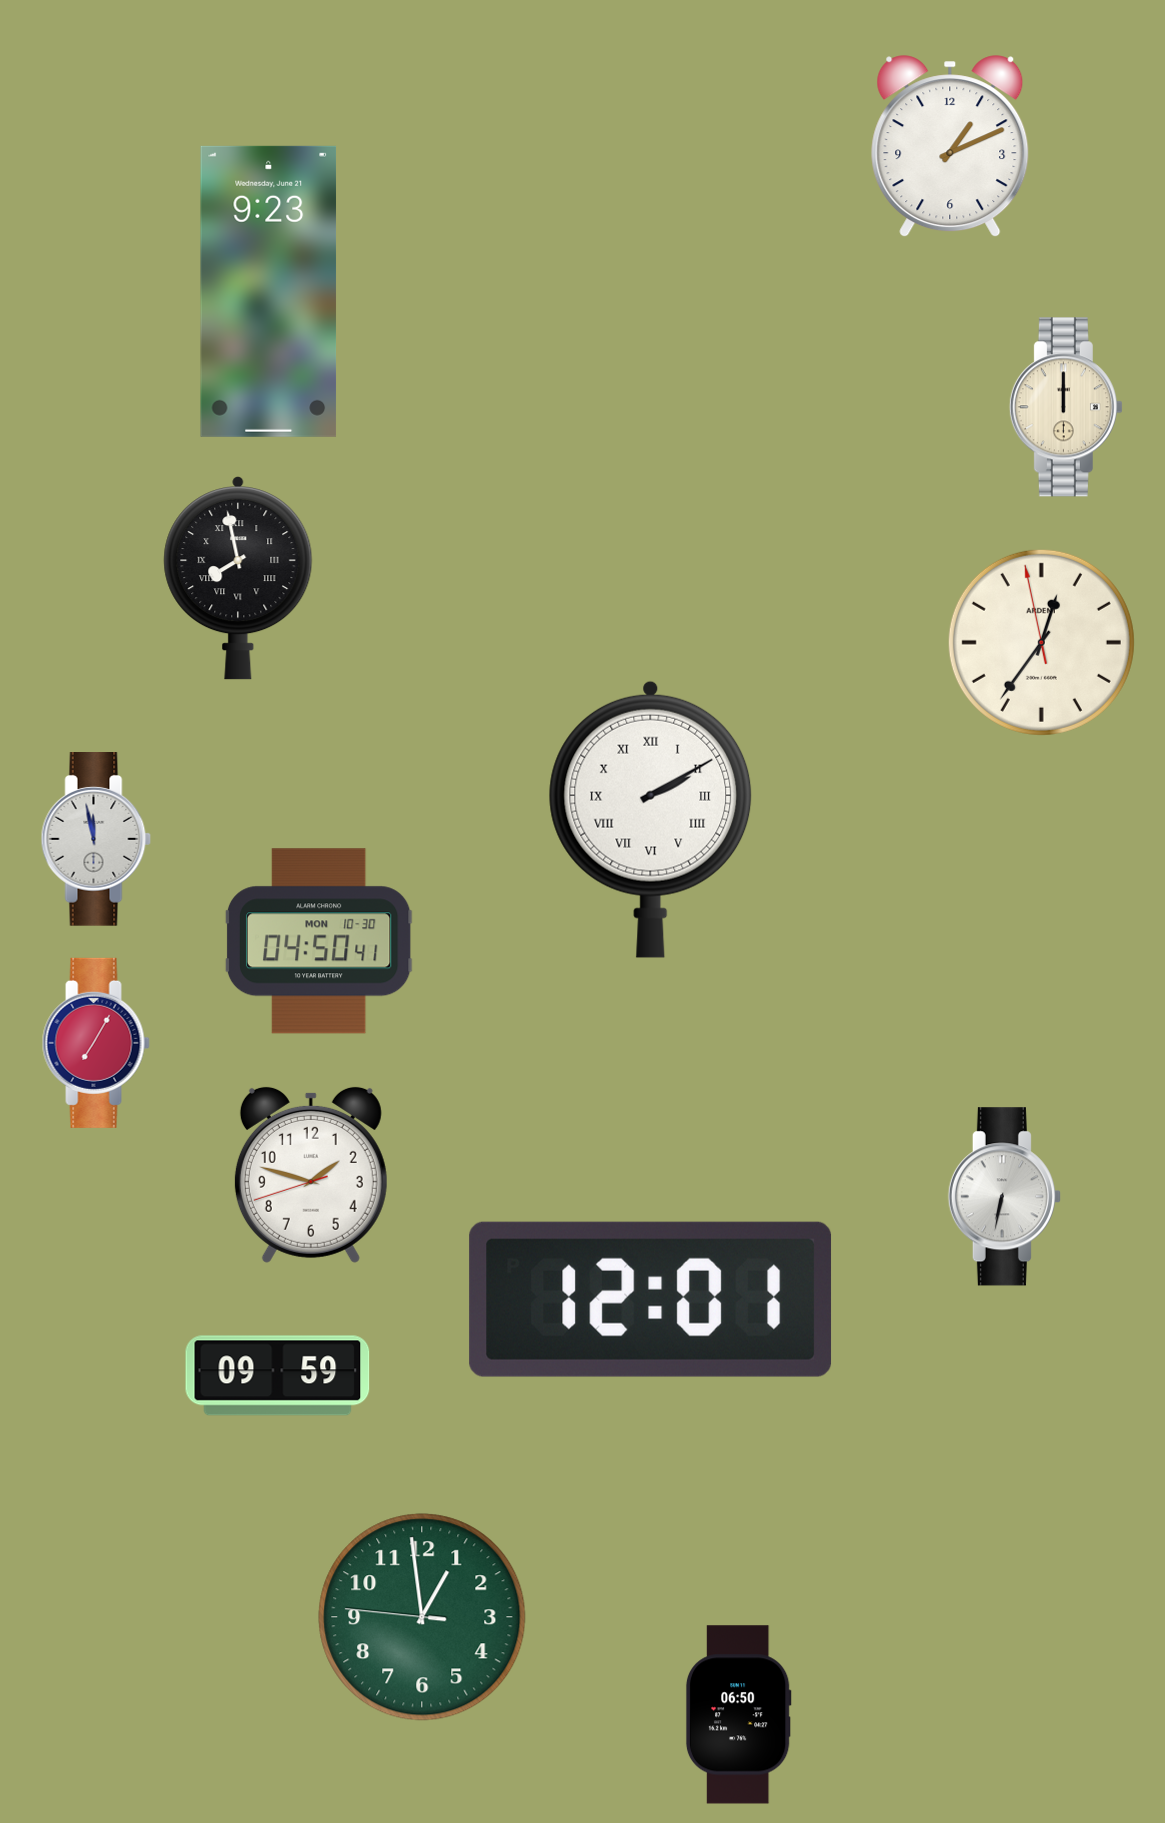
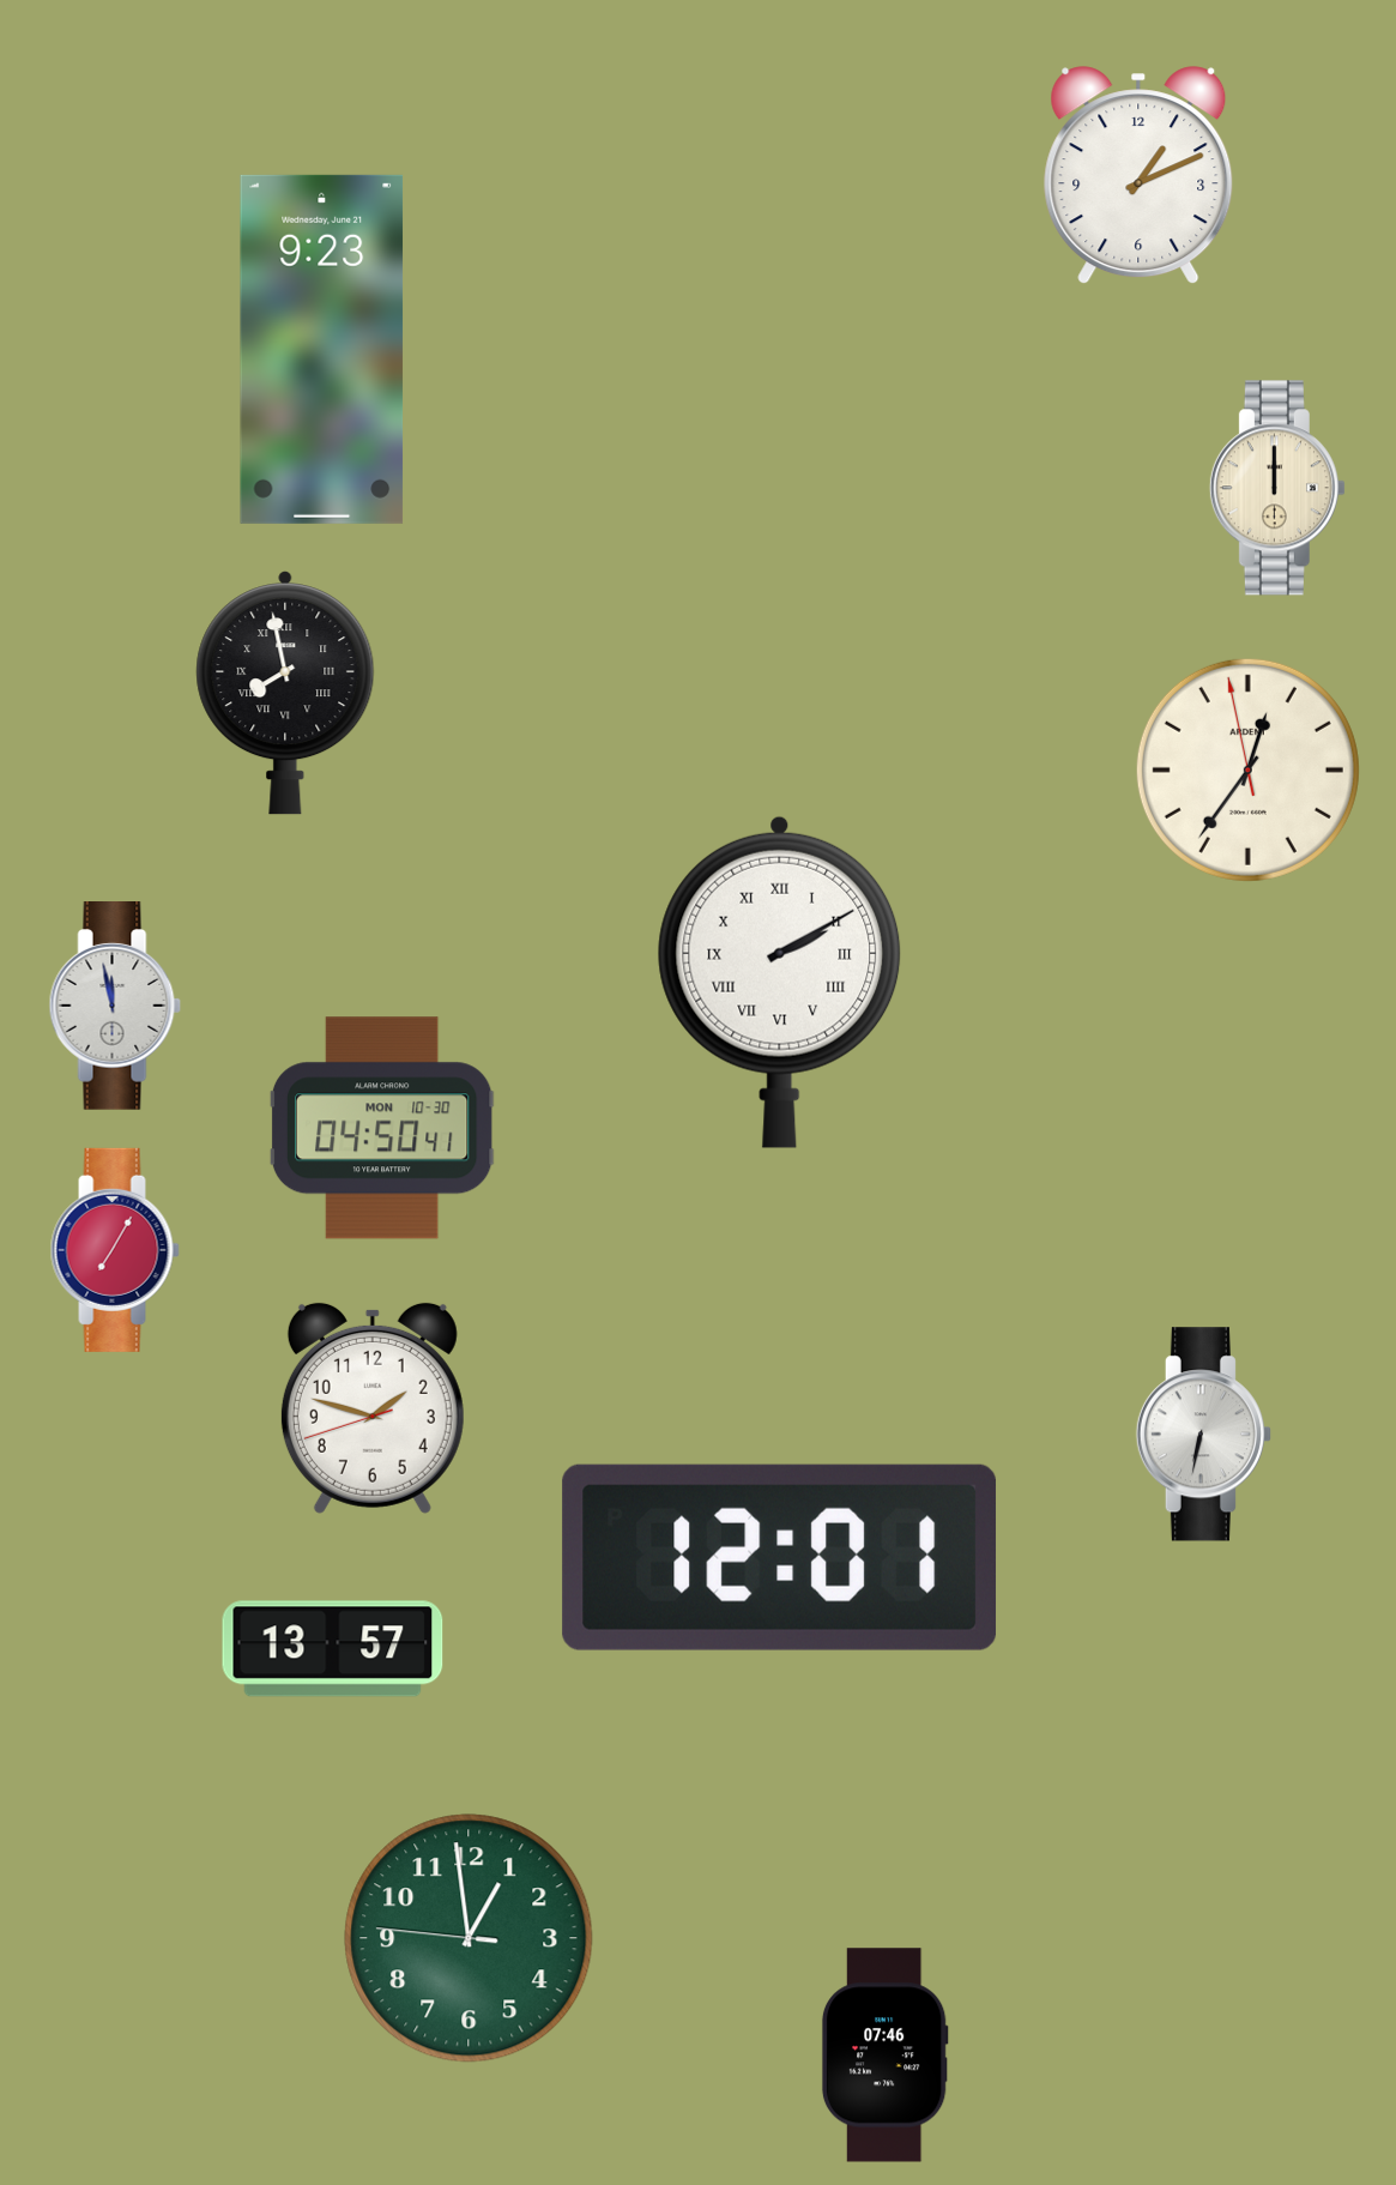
clock at (278, 1376): 09:59 -> 13:57
clock at (422, 1617) position: (422, 1617) -> (469, 1938)
clock at (738, 1715): 06:50 -> 07:46
